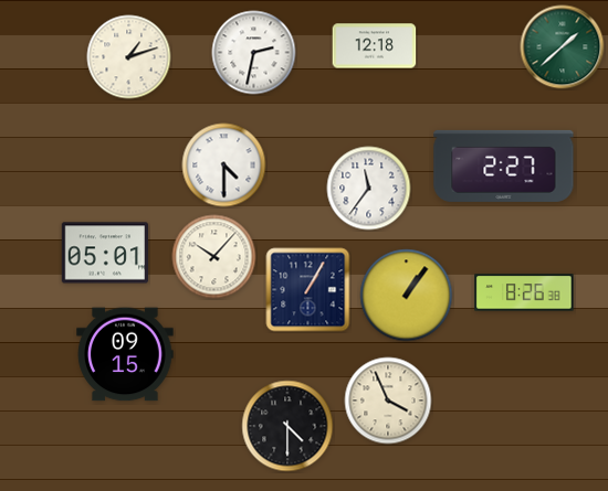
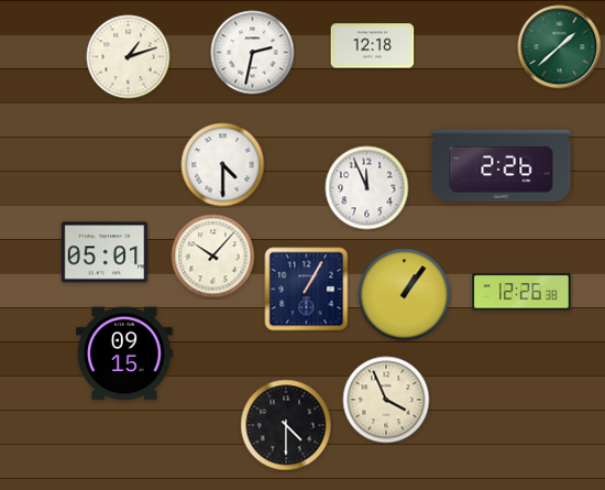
clock at (504, 166): 2:27 -> 2:26
clock at (369, 189): 11:36 -> 11:56
clock at (524, 292): 8:26 -> 12:26
